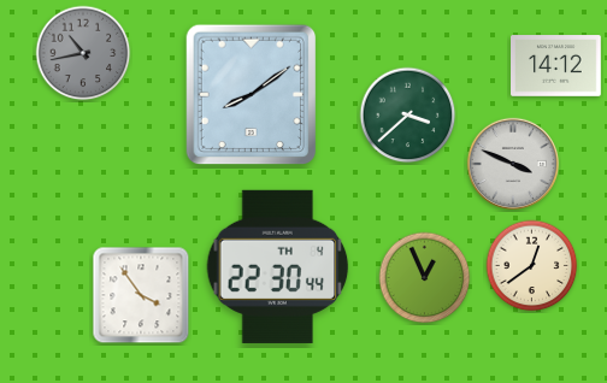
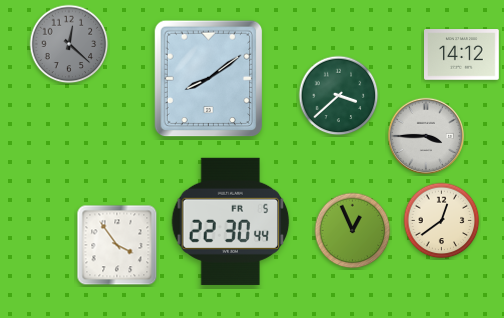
clock at (83, 53): 10:43 -> 12:22
clock at (512, 163): 3:49 -> 3:45
clock at (278, 266) date: TH 4 -> FR 5
